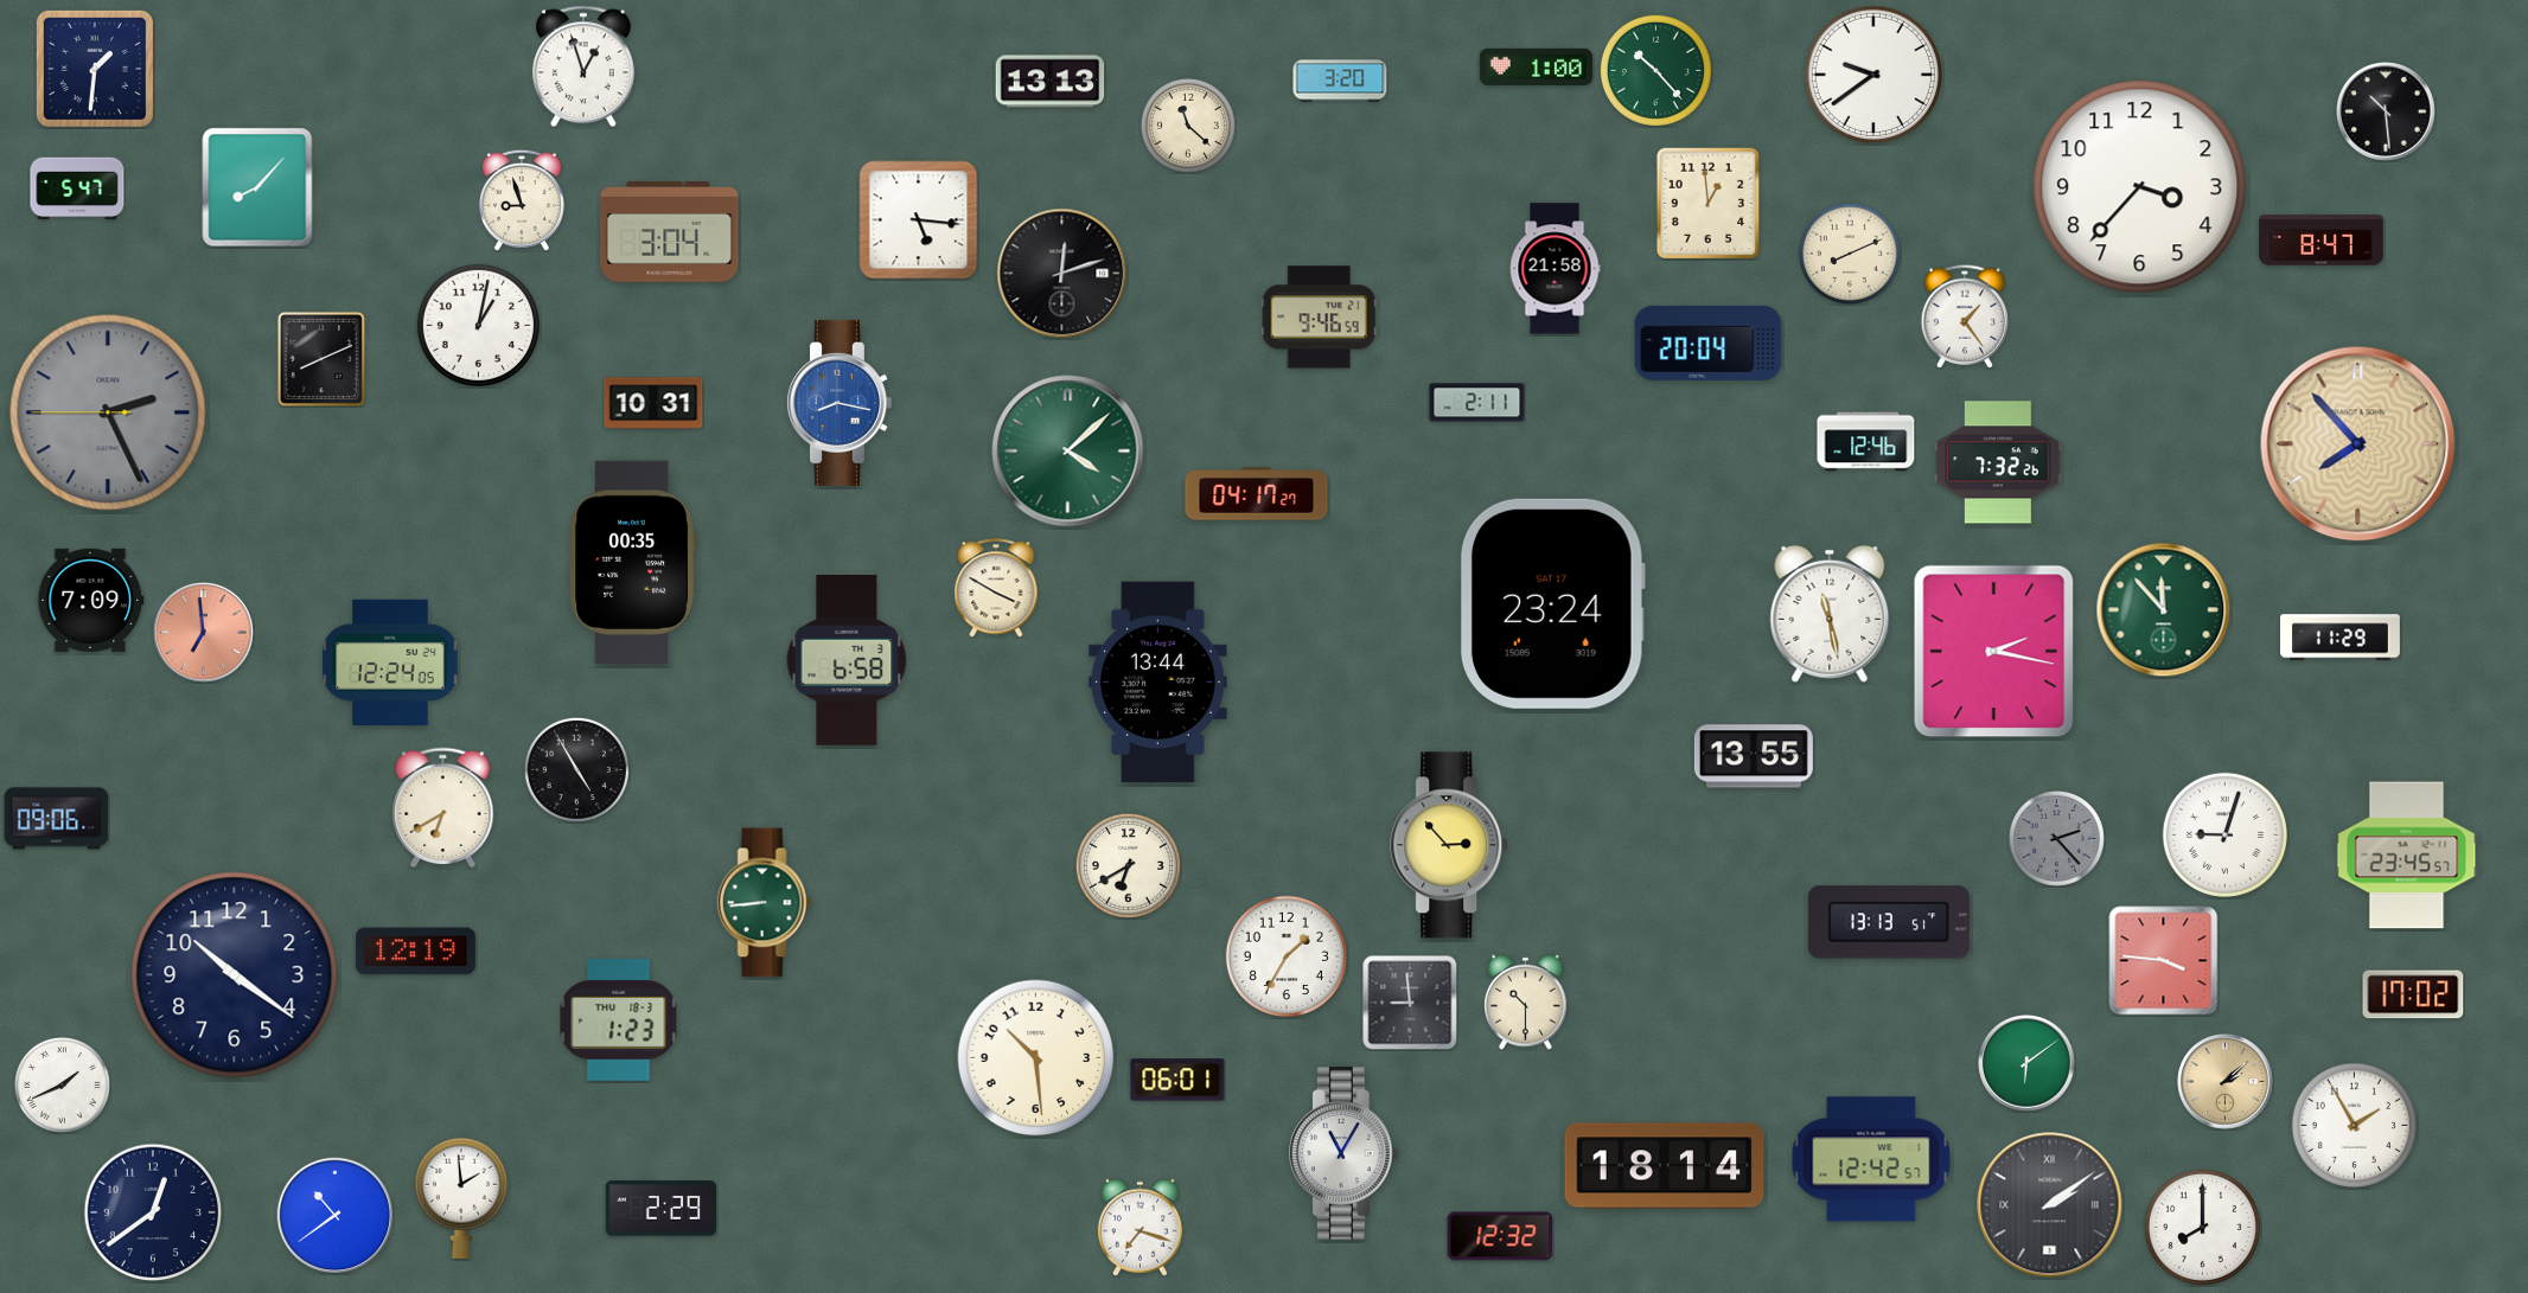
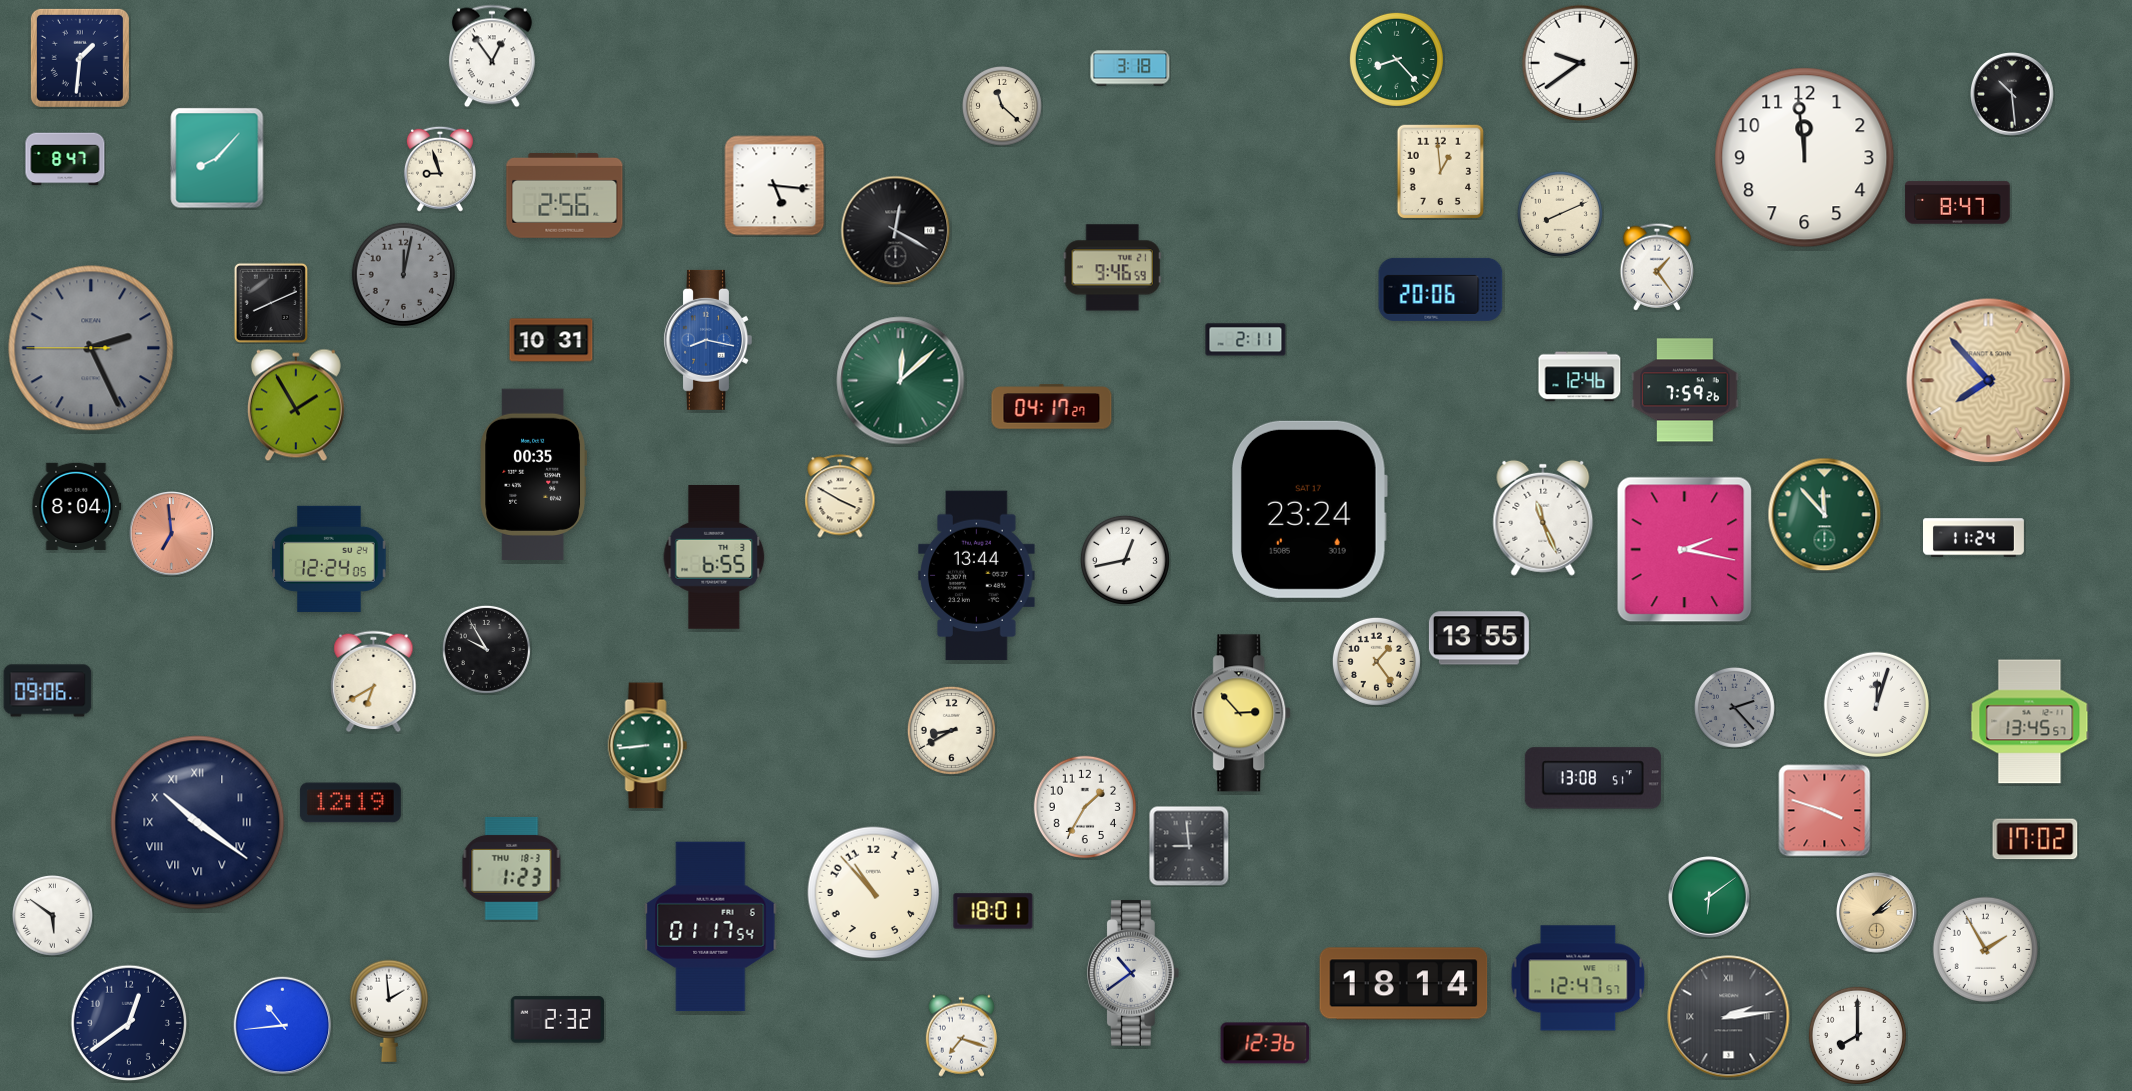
clock at (583, 66): 12:57 -> 12:54
clock at (1536, 66): 1:00 -> none
clock at (1655, 70): 10:23 -> 8:23
clock at (1340, 81): 3:20 -> 3:18
clock at (1051, 82): 13:13 -> none
clock at (2140, 187): 3:37 -> 11:59
clock at (77, 188): 5:47 -> 8:47
clock at (670, 232): 3:04 -> 2:56
clock at (1555, 269): 21:58 -> none
clock at (1062, 274): 12:12 -> 12:20
clock at (478, 325): 1:02 -> 12:02
clock at (478, 325) dial: white -> grey
clock at (1709, 343): 20:04 -> 20:06
clock at (1866, 442) position: (1866, 442) -> (1580, 377)
clock at (2358, 444) position: (2358, 444) -> (1989, 381)
clock at (1068, 452): 4:08 -> 12:08
clock at (1998, 462): 7:32 -> 7:59
clock at (296, 405): none -> 1:55
clock at (1257, 494) position: (1257, 494) -> (1052, 407)
clock at (91, 600): 7:09 -> 8:04
clock at (1830, 614): 11:28 -> 11:26
clock at (2341, 638): 11:29 -> 11:24
clock at (1994, 652) position: (1994, 652) -> (1685, 550)
clock at (847, 661): 6:58 -> 6:55
clock at (1125, 560): none -> 12:43
clock at (576, 769): 4:55 -> 9:55
clock at (1376, 661): none -> 1:24
clock at (2224, 834): 9:03 -> 12:03
clock at (1450, 845) position: (1450, 845) -> (1242, 713)
clock at (2407, 856): 23:45 -> 13:45
clock at (1128, 865): 6:40 -> 8:40
clock at (765, 903) position: (765, 903) -> (648, 746)
clock at (1889, 922): 13:13 -> 13:08
clock at (2164, 961): 3:46 -> 3:48
clock at (235, 975) numerals: Arabic -> Roman
clock at (1526, 1001): 10:30 -> none
clock at (619, 1019) position: (619, 1019) -> (512, 868)
clock at (1036, 1058): 10:29 -> 10:53
clock at (1177, 1080): 06:01 -> 18:01
clock at (62, 1084): 1:41 -> 5:51
clock at (711, 927): none -> 01:17
clock at (1345, 1153): 11:05 -> 10:39
clock at (1871, 1159): 12:42 -> 12:47
clock at (2050, 1205): 2:09 -> 2:14
clock at (660, 1209): 2:29 -> 2:32
clock at (336, 1216): 10:39 -> 10:44
clock at (1500, 1236): 12:32 -> 12:36
